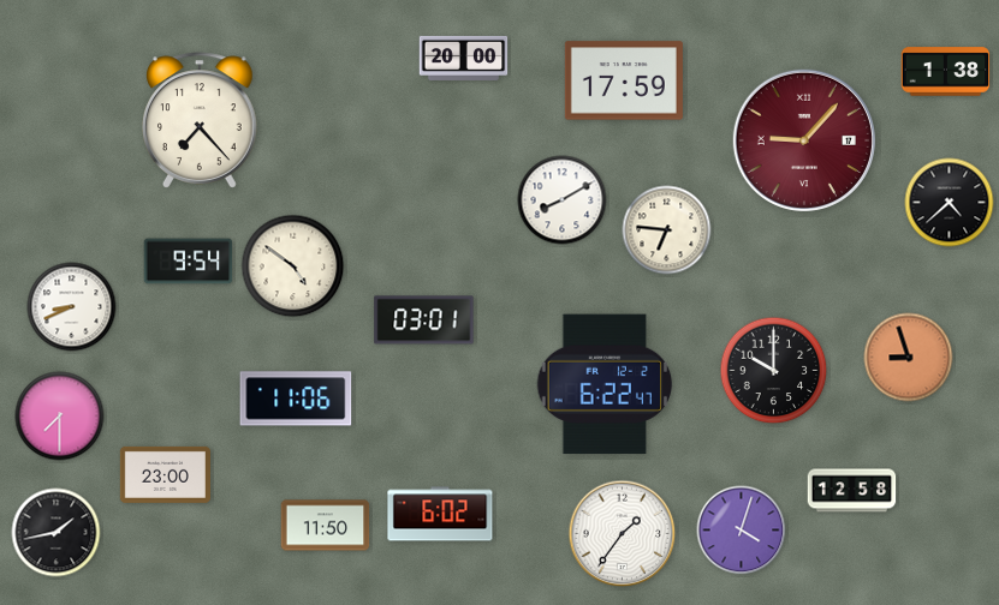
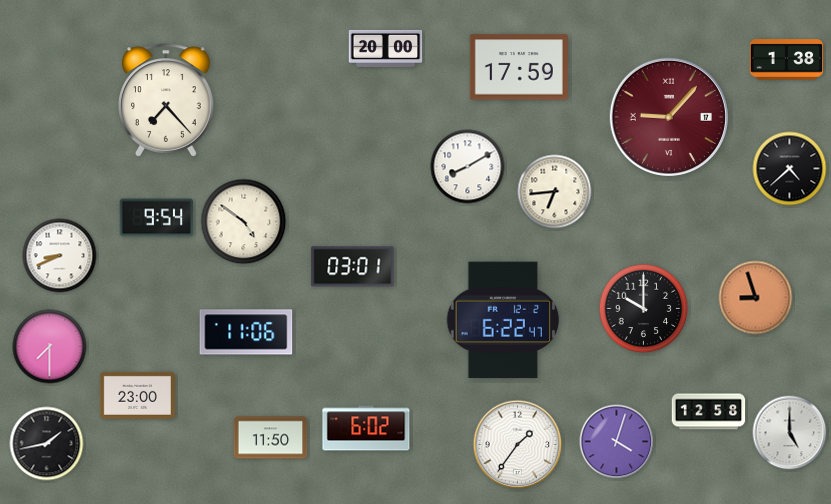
clock at (667, 230): 6:46 -> 6:44
clock at (852, 491) position: (852, 491) -> (709, 412)
clock at (790, 433): none -> 5:00
